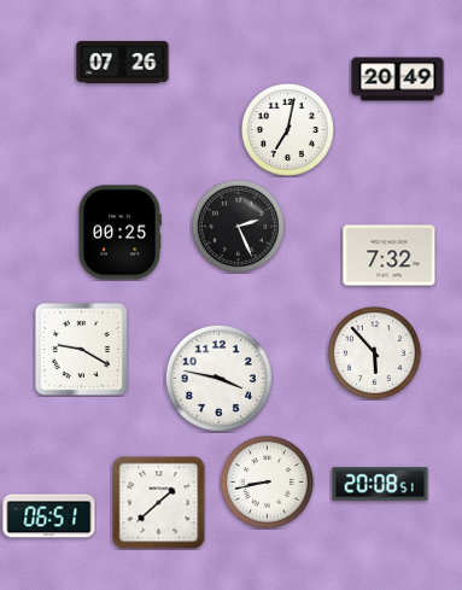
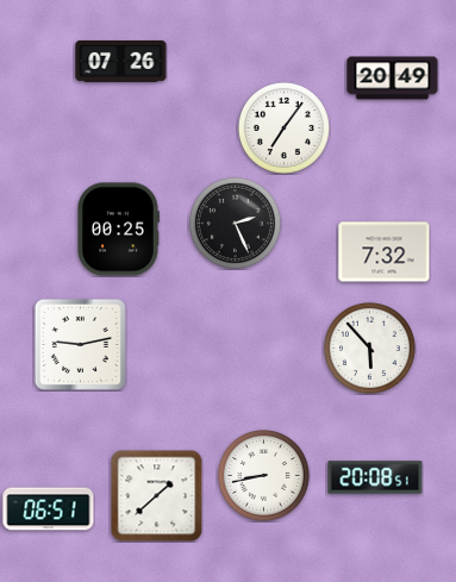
clock at (287, 129): 7:02 -> 7:06
clock at (81, 349): 9:20 -> 9:13
clock at (218, 378): 3:47 -> none
